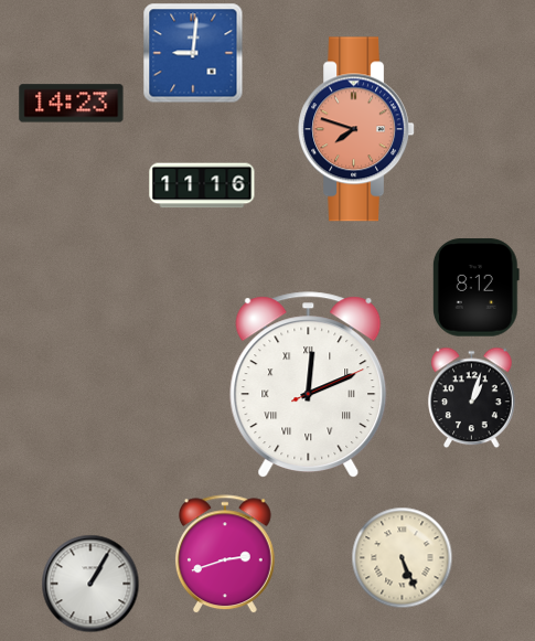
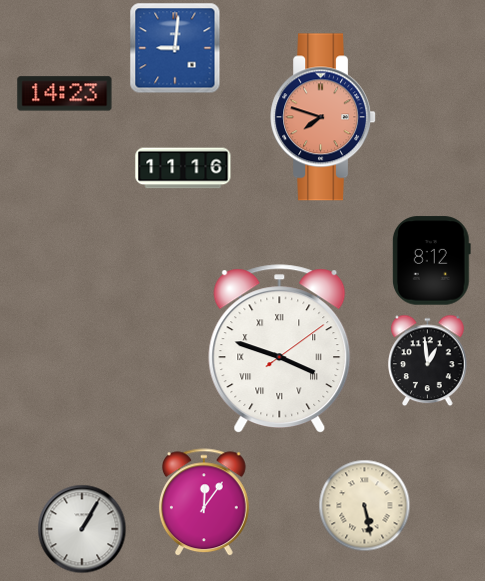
clock at (309, 385): 12:11 -> 3:48
clock at (472, 398): 1:03 -> 12:59
clock at (225, 555): 2:42 -> 12:06
clock at (403, 558): 5:26 -> 5:28
